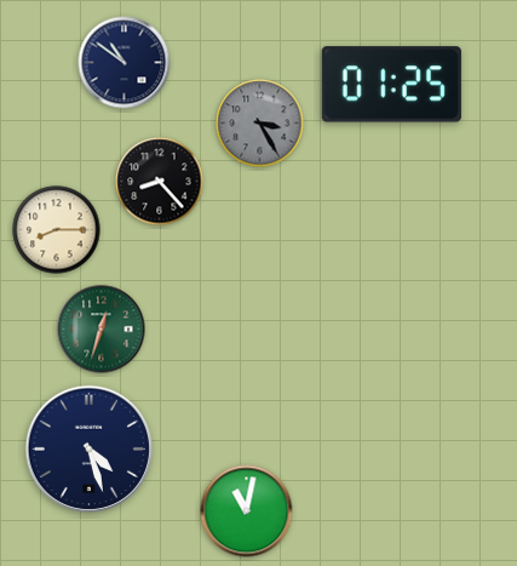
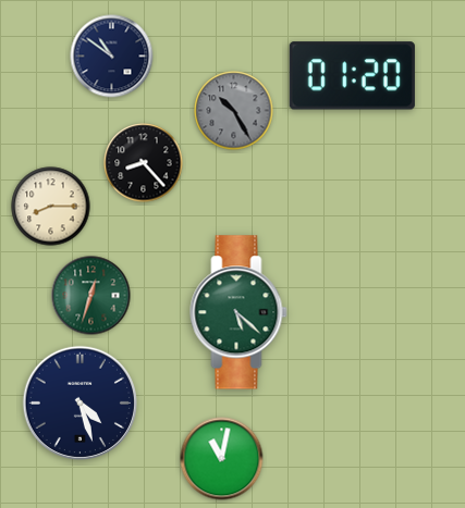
clock at (391, 85): 01:25 -> 01:20
clock at (260, 124): 3:25 -> 10:25
clock at (238, 312): none -> 5:22
